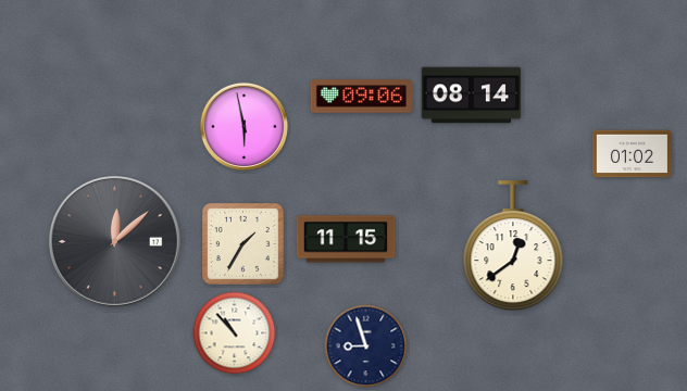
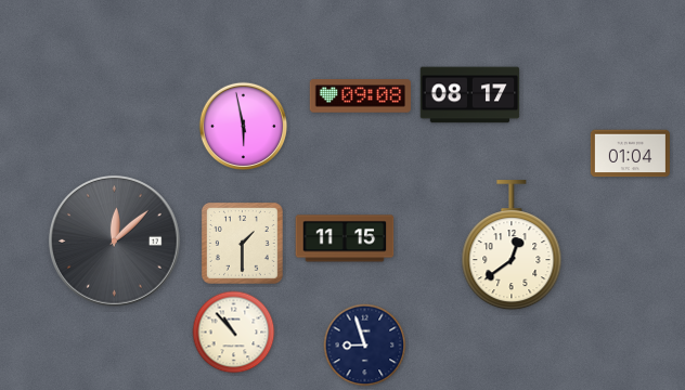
clock at (472, 96): 08:14 -> 08:17
clock at (361, 97): 09:06 -> 09:08
clock at (632, 154): 01:02 -> 01:04
clock at (242, 243): 1:35 -> 1:30
